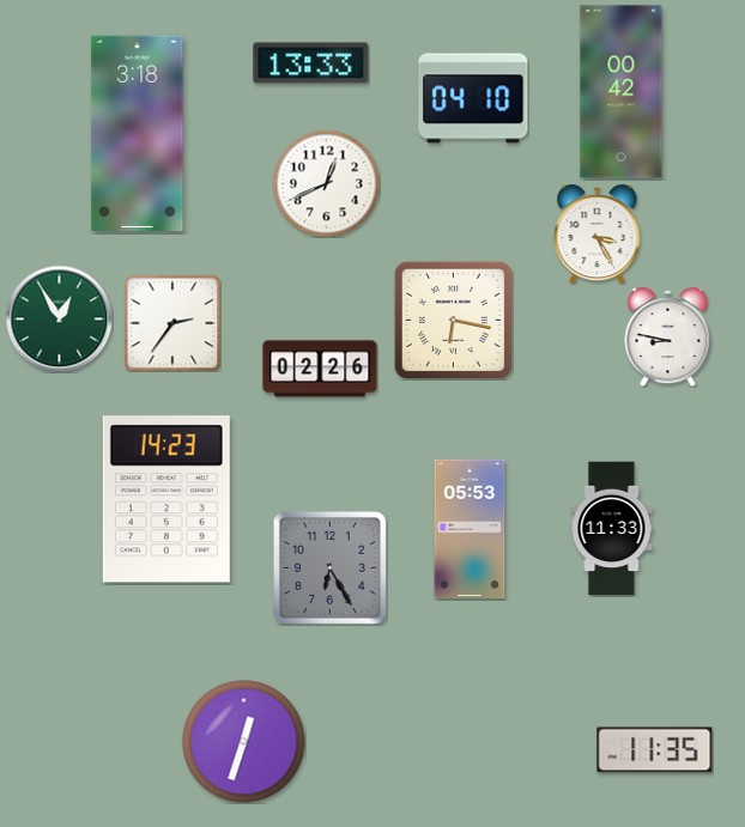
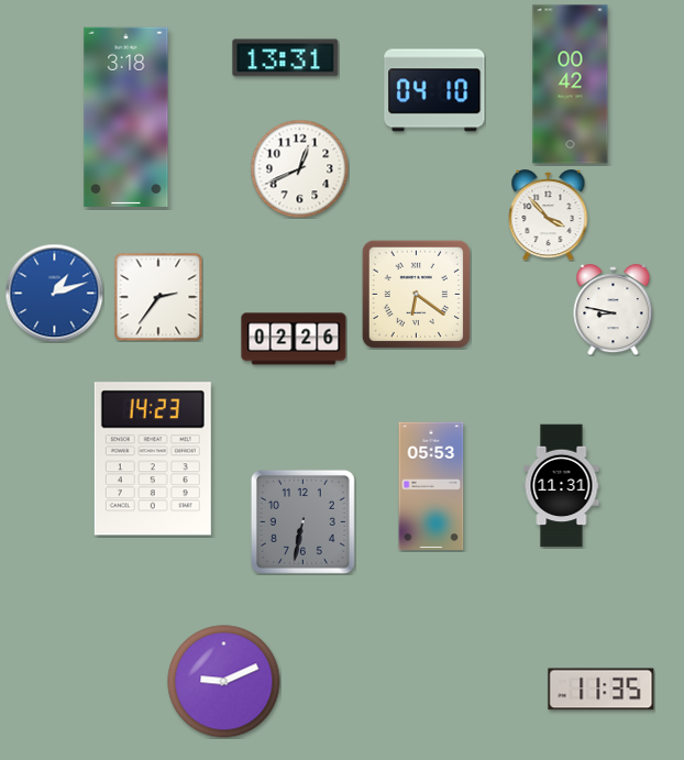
clock at (311, 63): 13:33 -> 13:31
clock at (138, 133) position: (138, 133) -> (126, 117)
clock at (598, 235): 3:25 -> 3:53
clock at (59, 318): 12:55 -> 1:12
clock at (59, 318) dial: green -> blue
clock at (453, 320): 6:17 -> 6:21
clock at (612, 529): 11:33 -> 11:31
clock at (329, 567): 6:25 -> 6:32
clock at (244, 742): 12:33 -> 9:11
